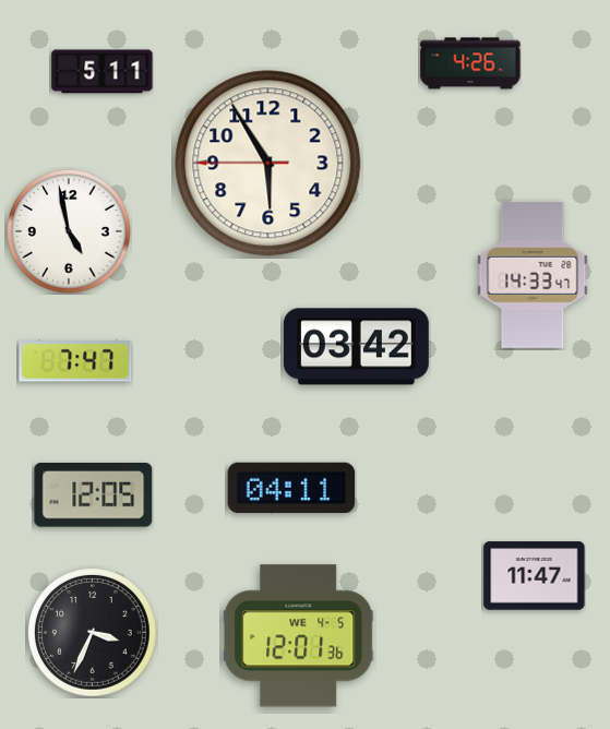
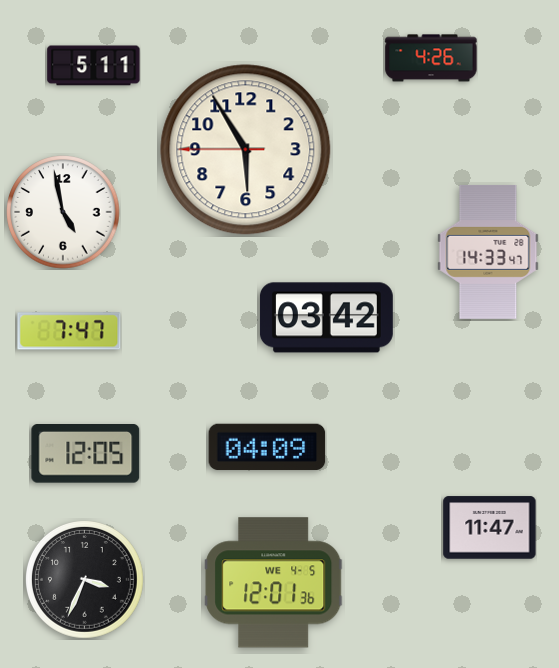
clock at (291, 488): 04:11 -> 04:09
